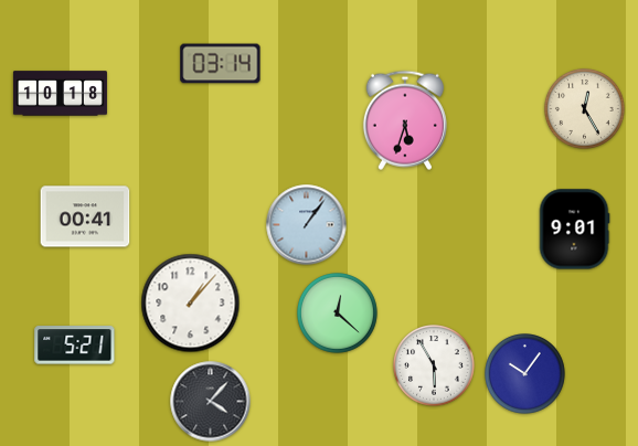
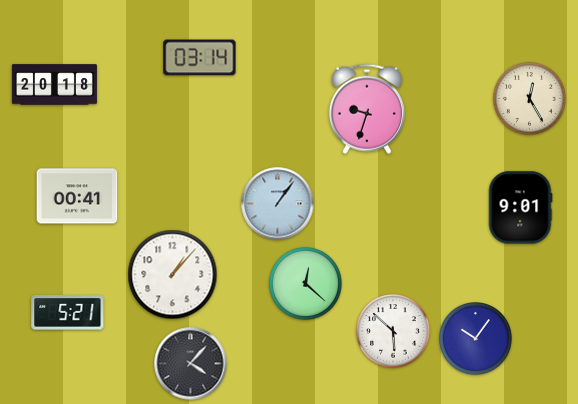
clock at (60, 94): 10:18 -> 20:18
clock at (405, 120): 5:33 -> 9:33
clock at (435, 367): 5:55 -> 5:52
